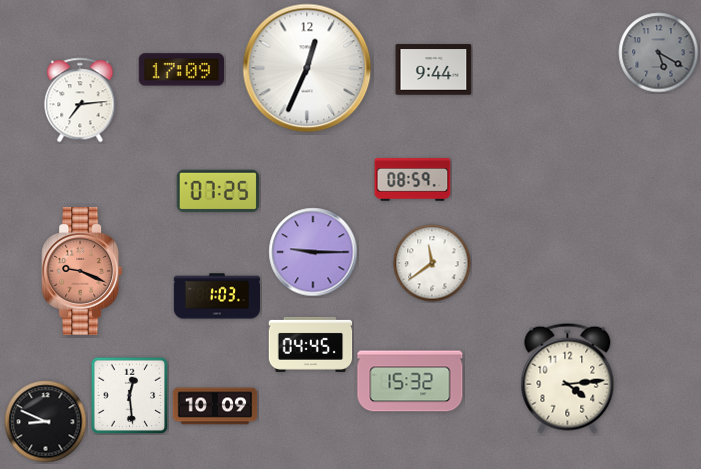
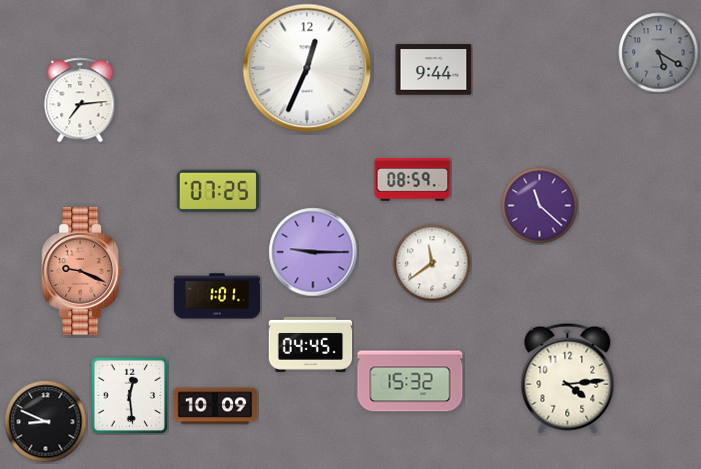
clock at (181, 70): 17:09 -> none
clock at (540, 206): none -> 11:22
clock at (216, 296): 1:03 -> 1:01
